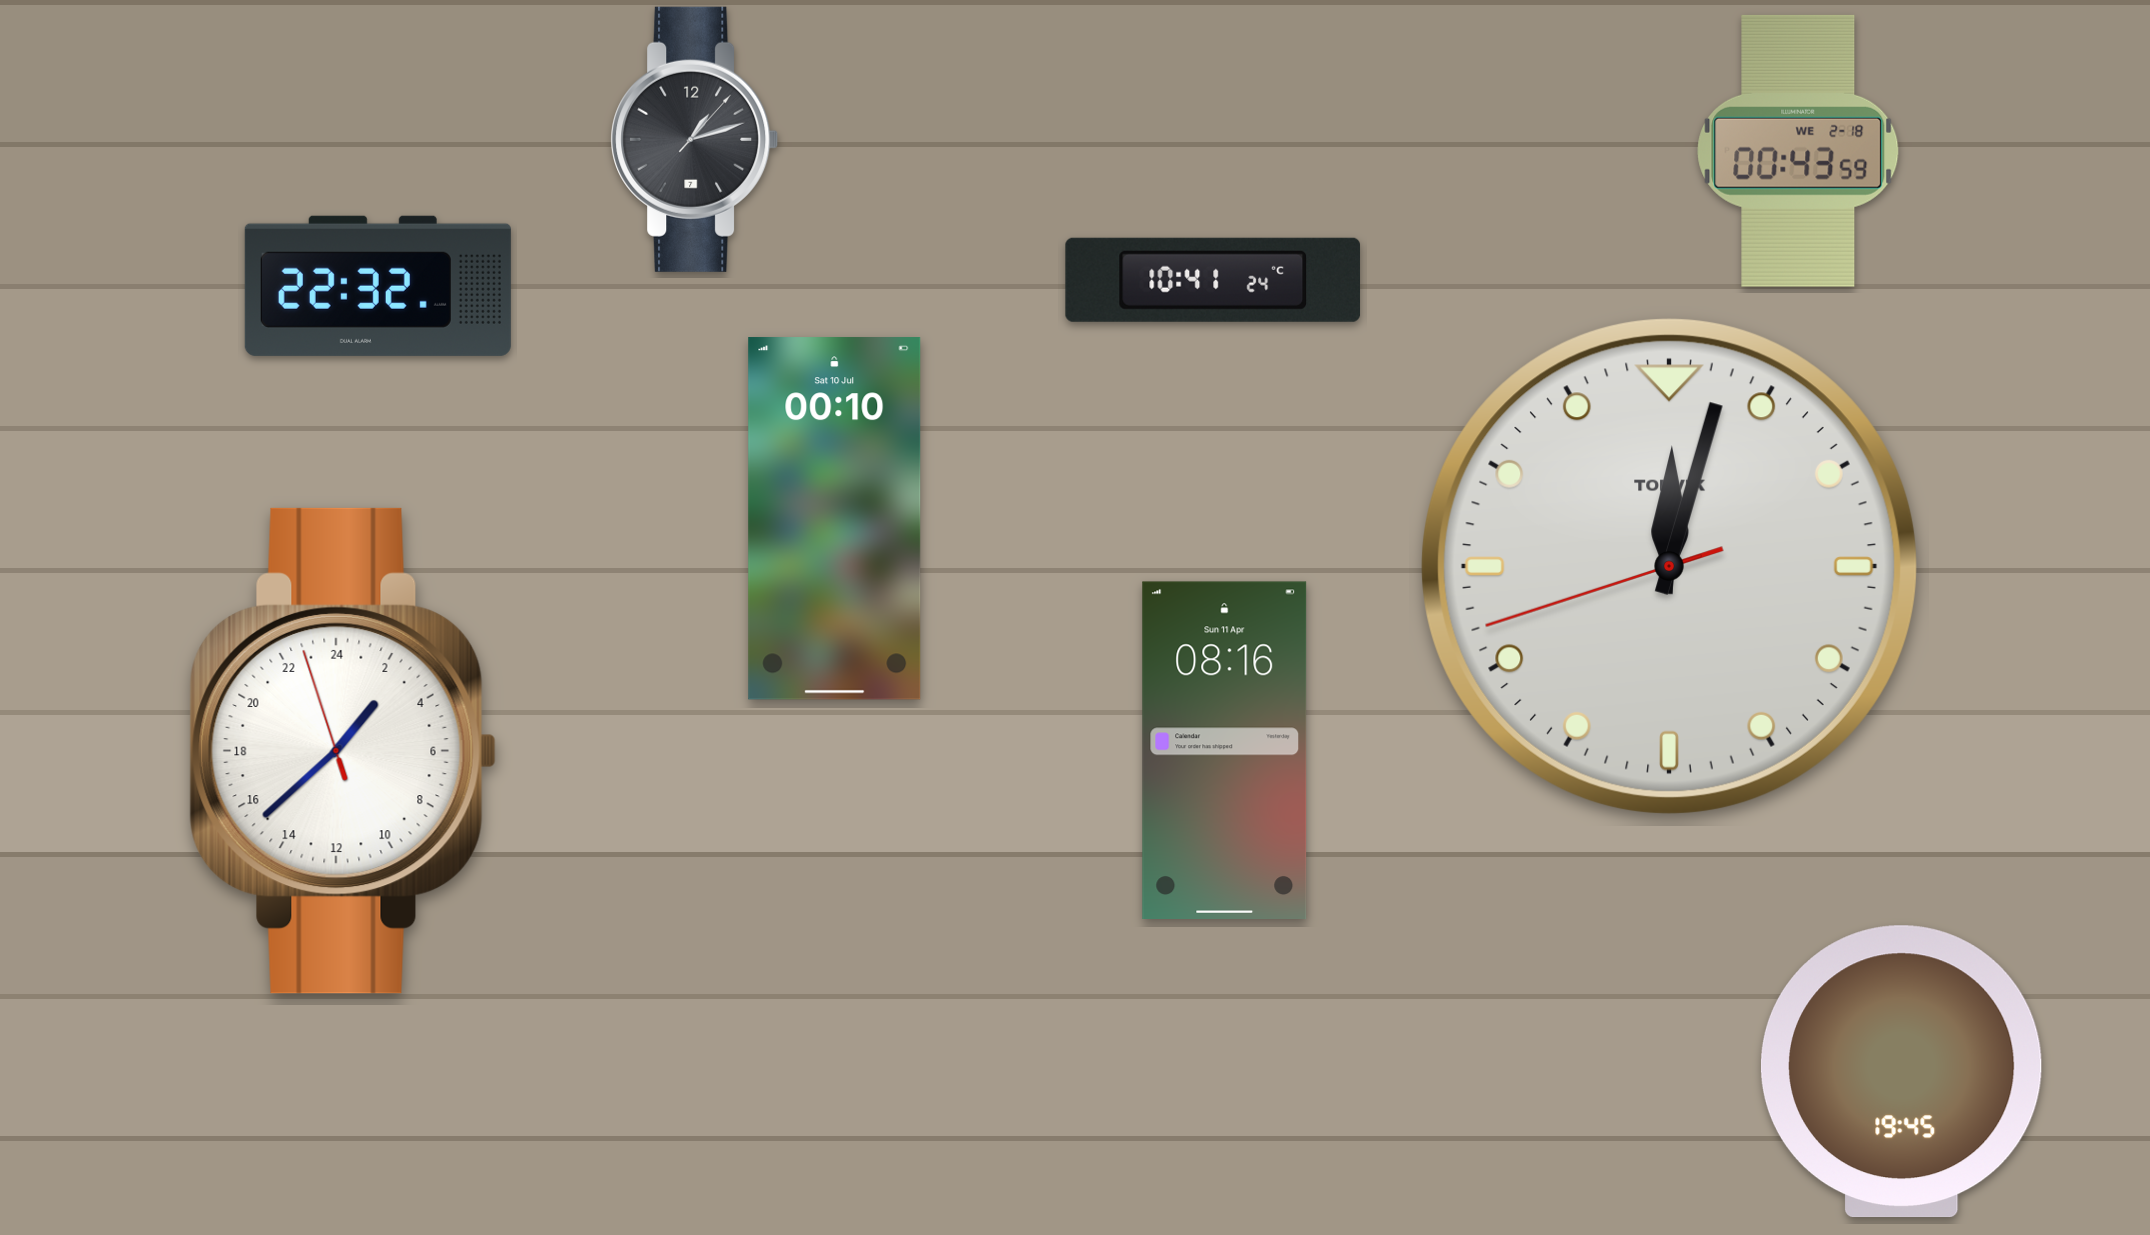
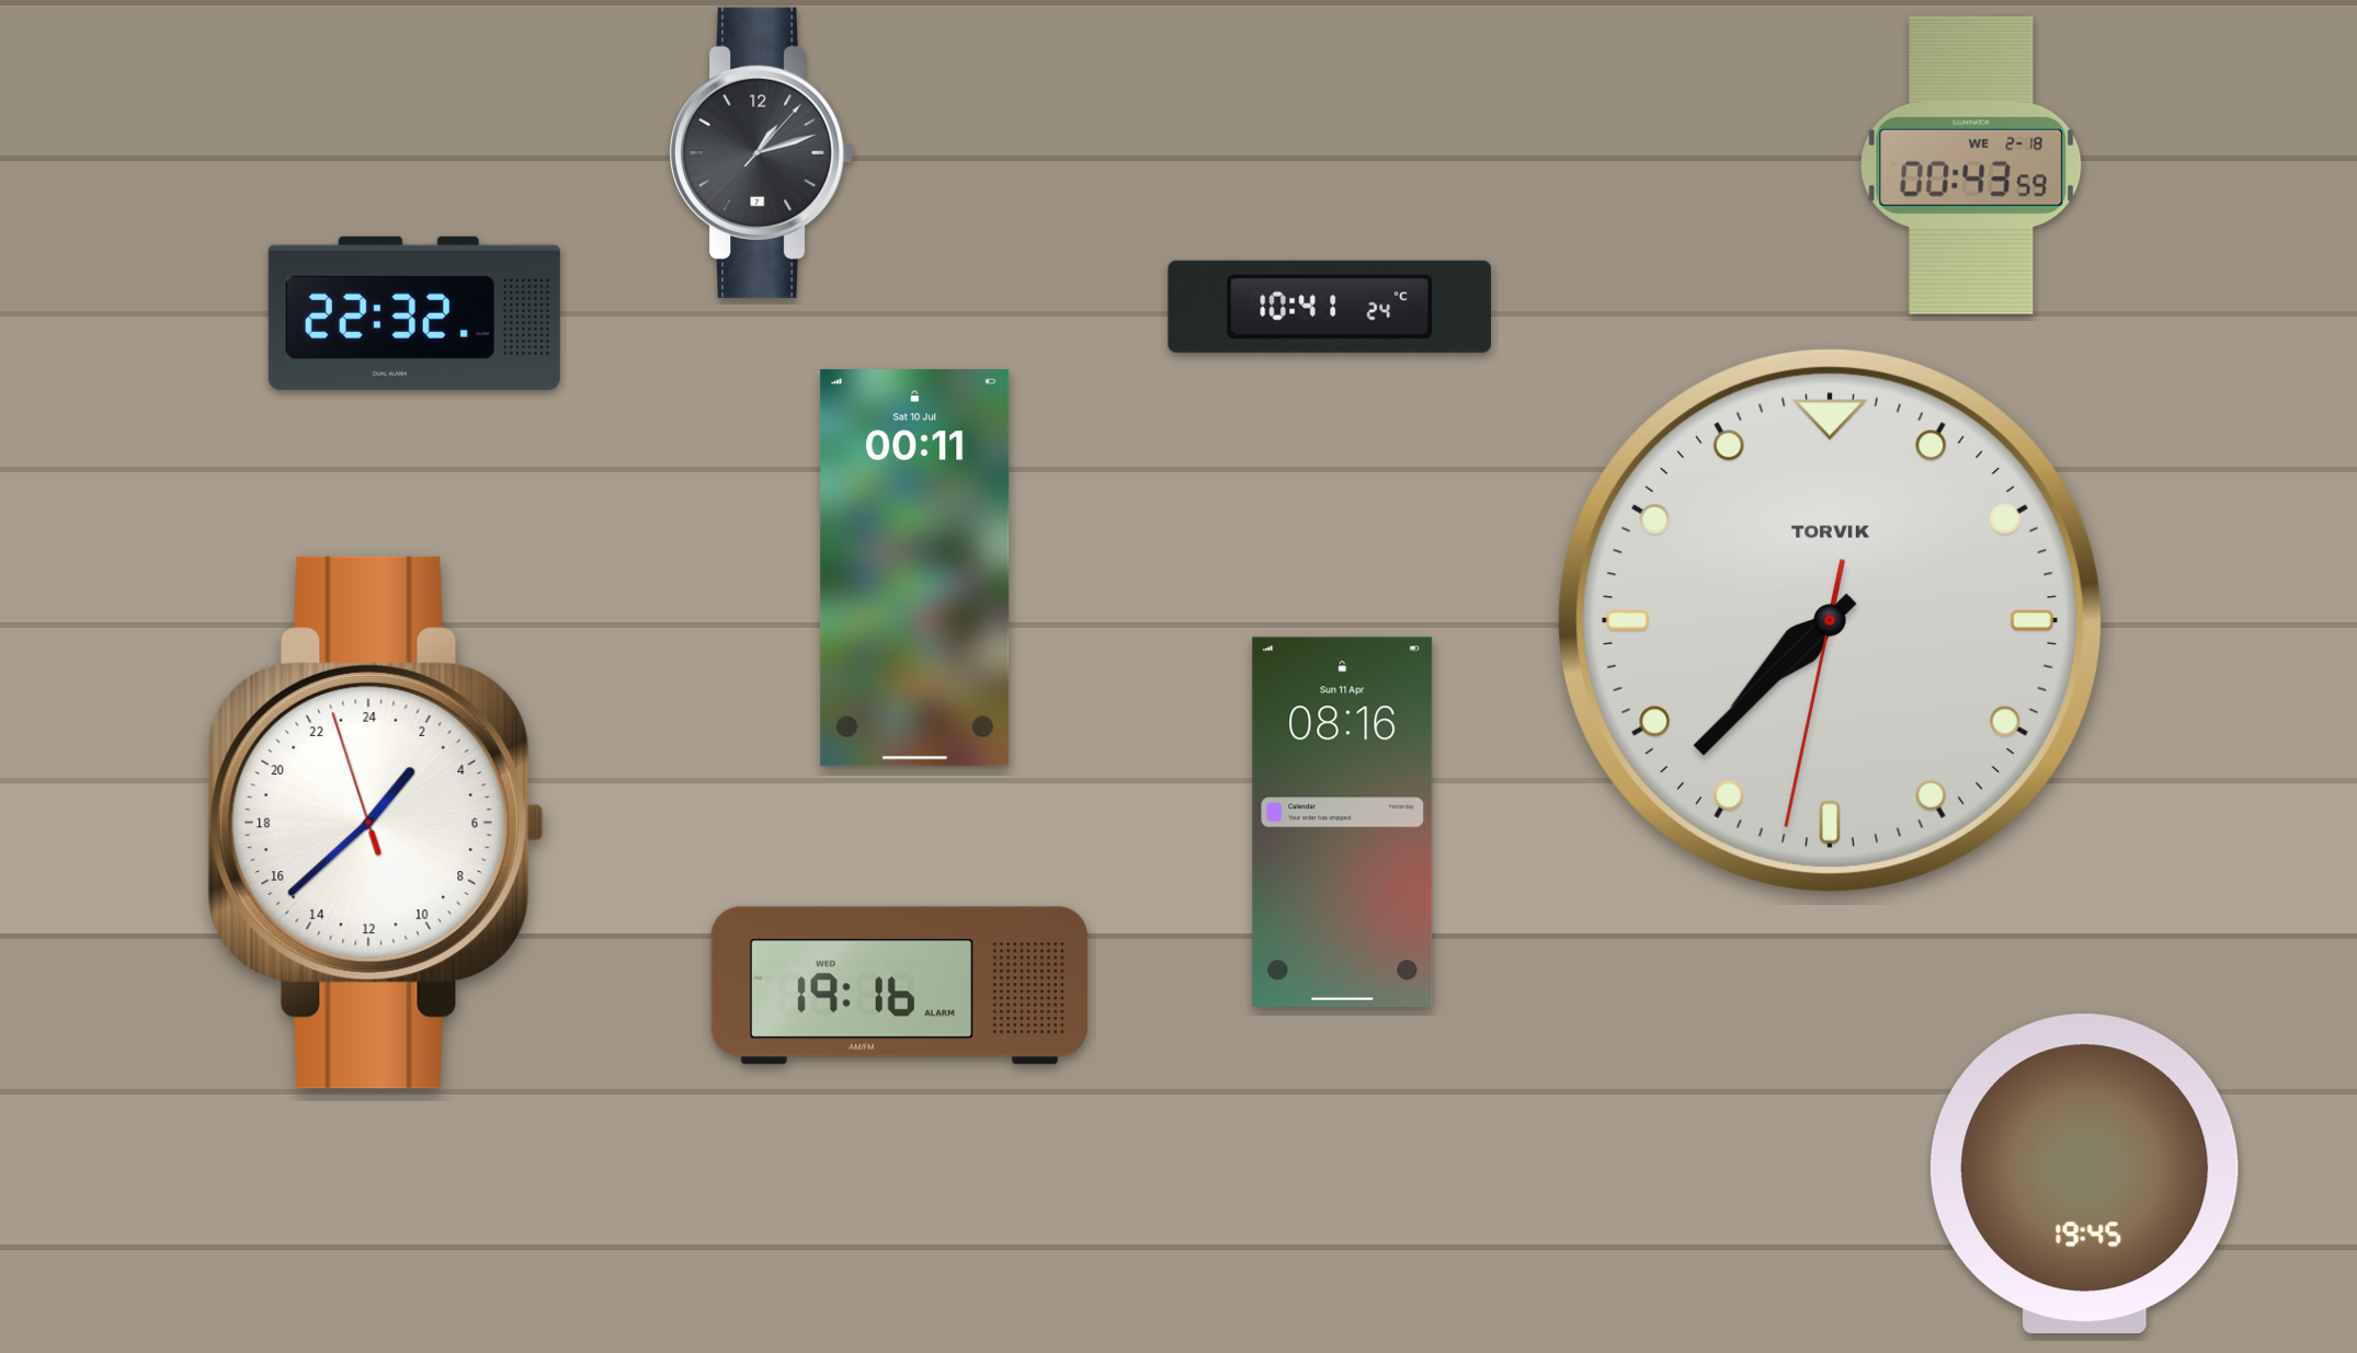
clock at (835, 519): 00:10 -> 00:11
clock at (1669, 566): 12:02 -> 7:37
clock at (899, 986): none -> 19:16
